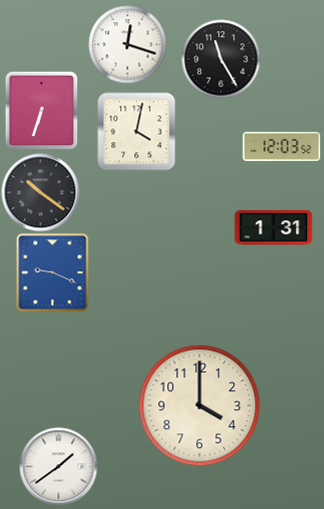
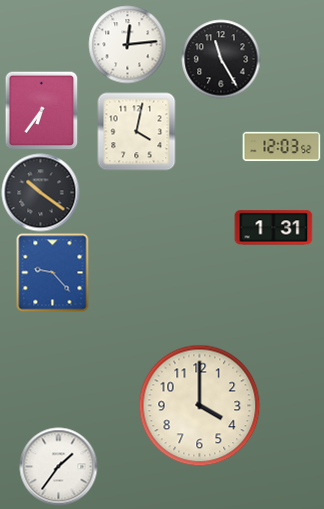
clock at (127, 44): 12:18 -> 12:14
clock at (42, 110): 6:33 -> 6:36
clock at (53, 272): 9:19 -> 9:23
clock at (58, 466): 1:39 -> 1:36
